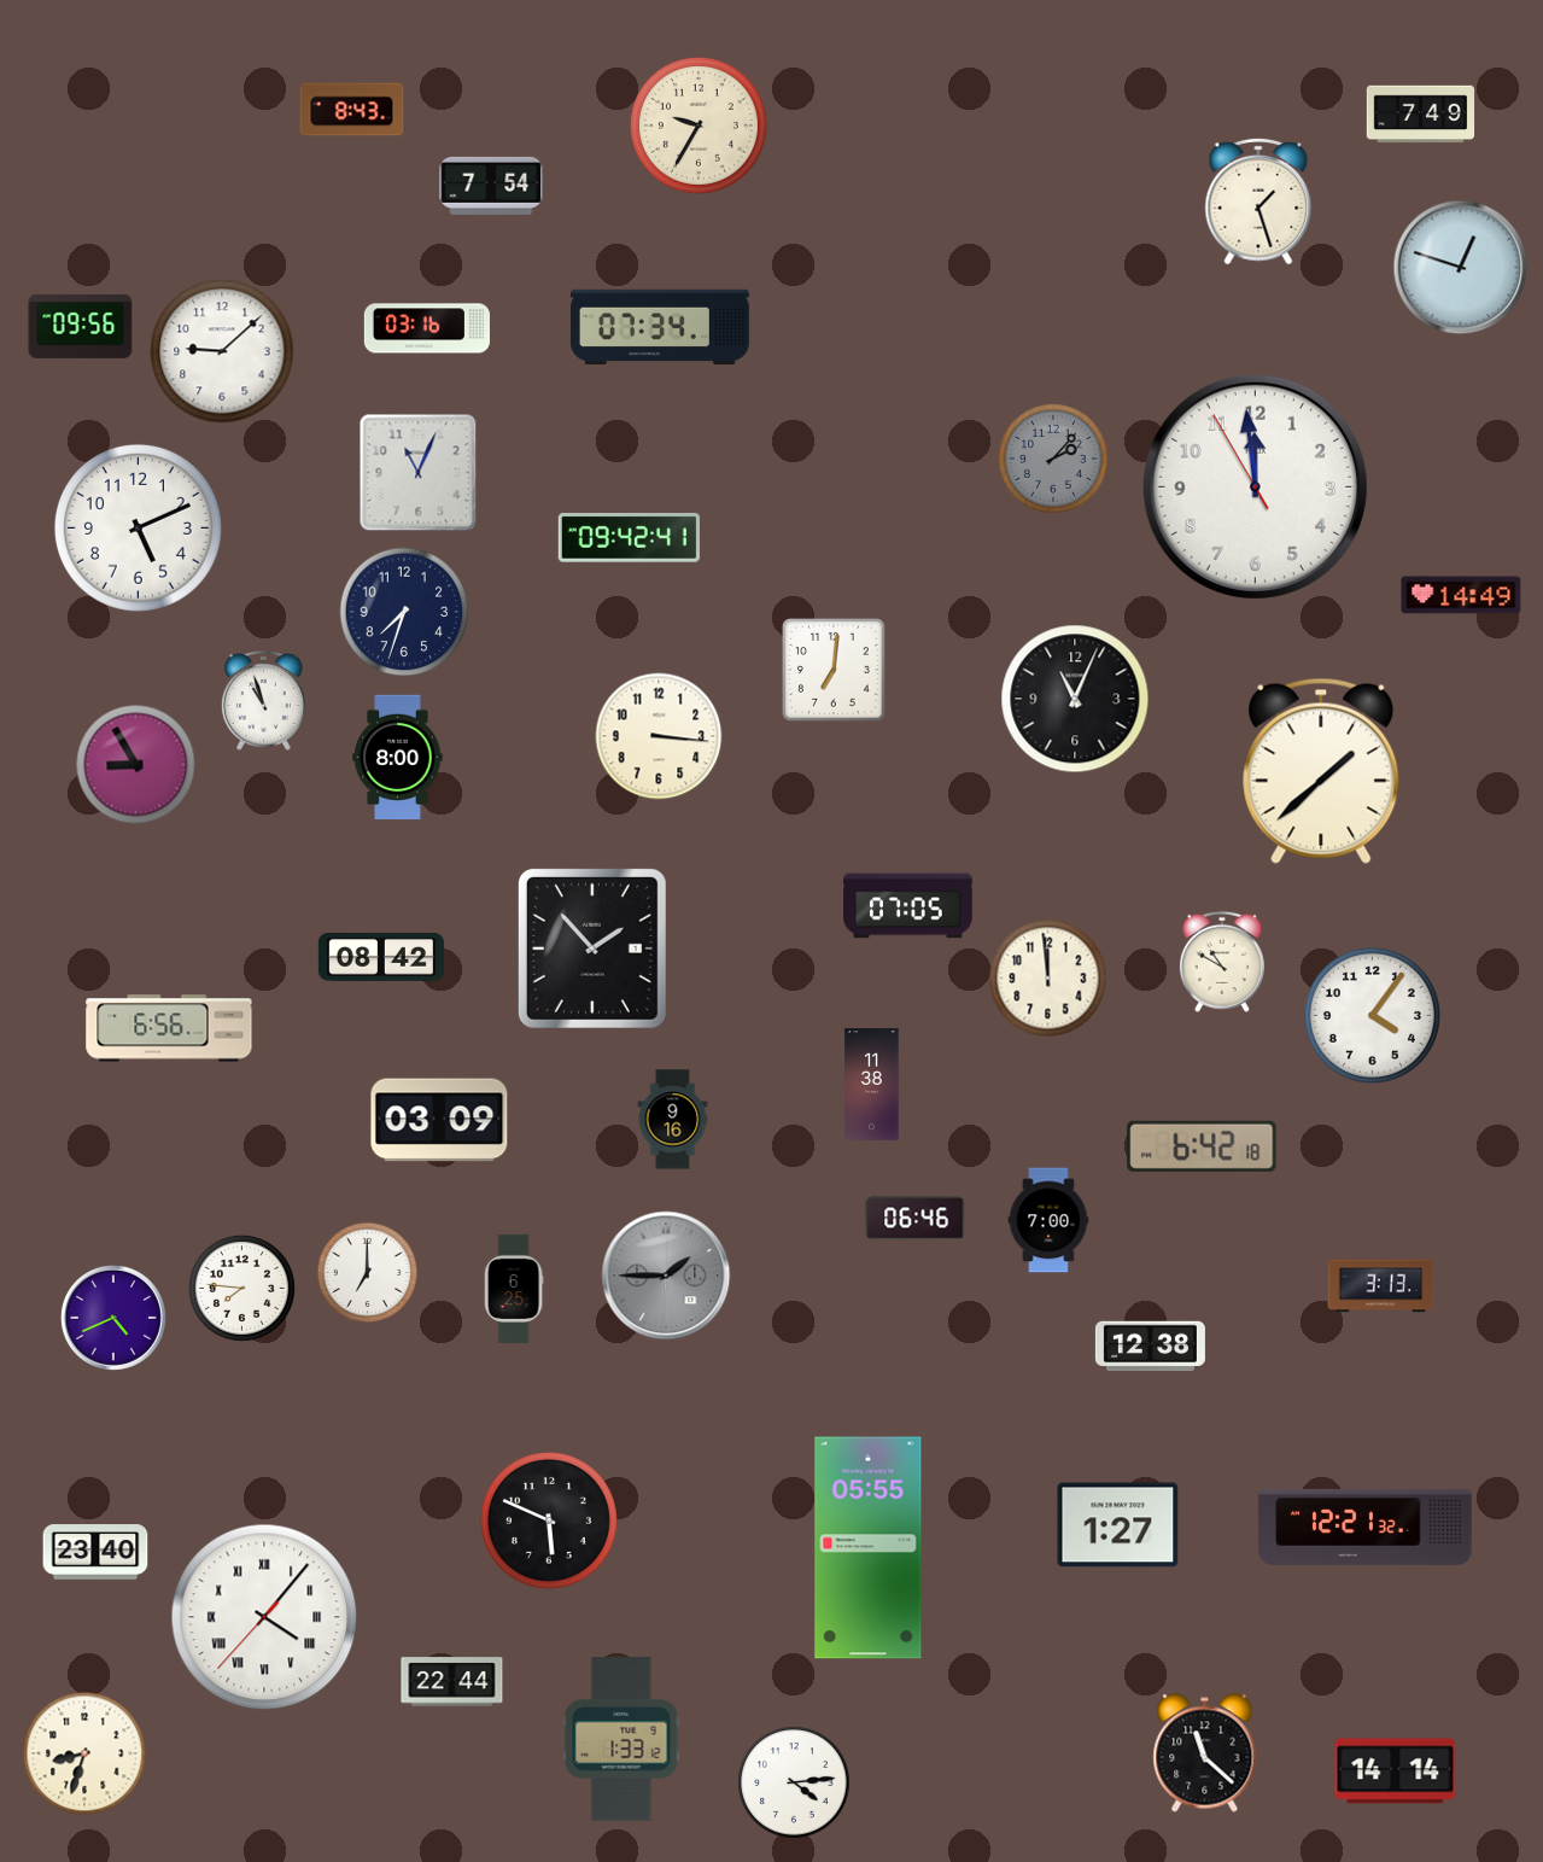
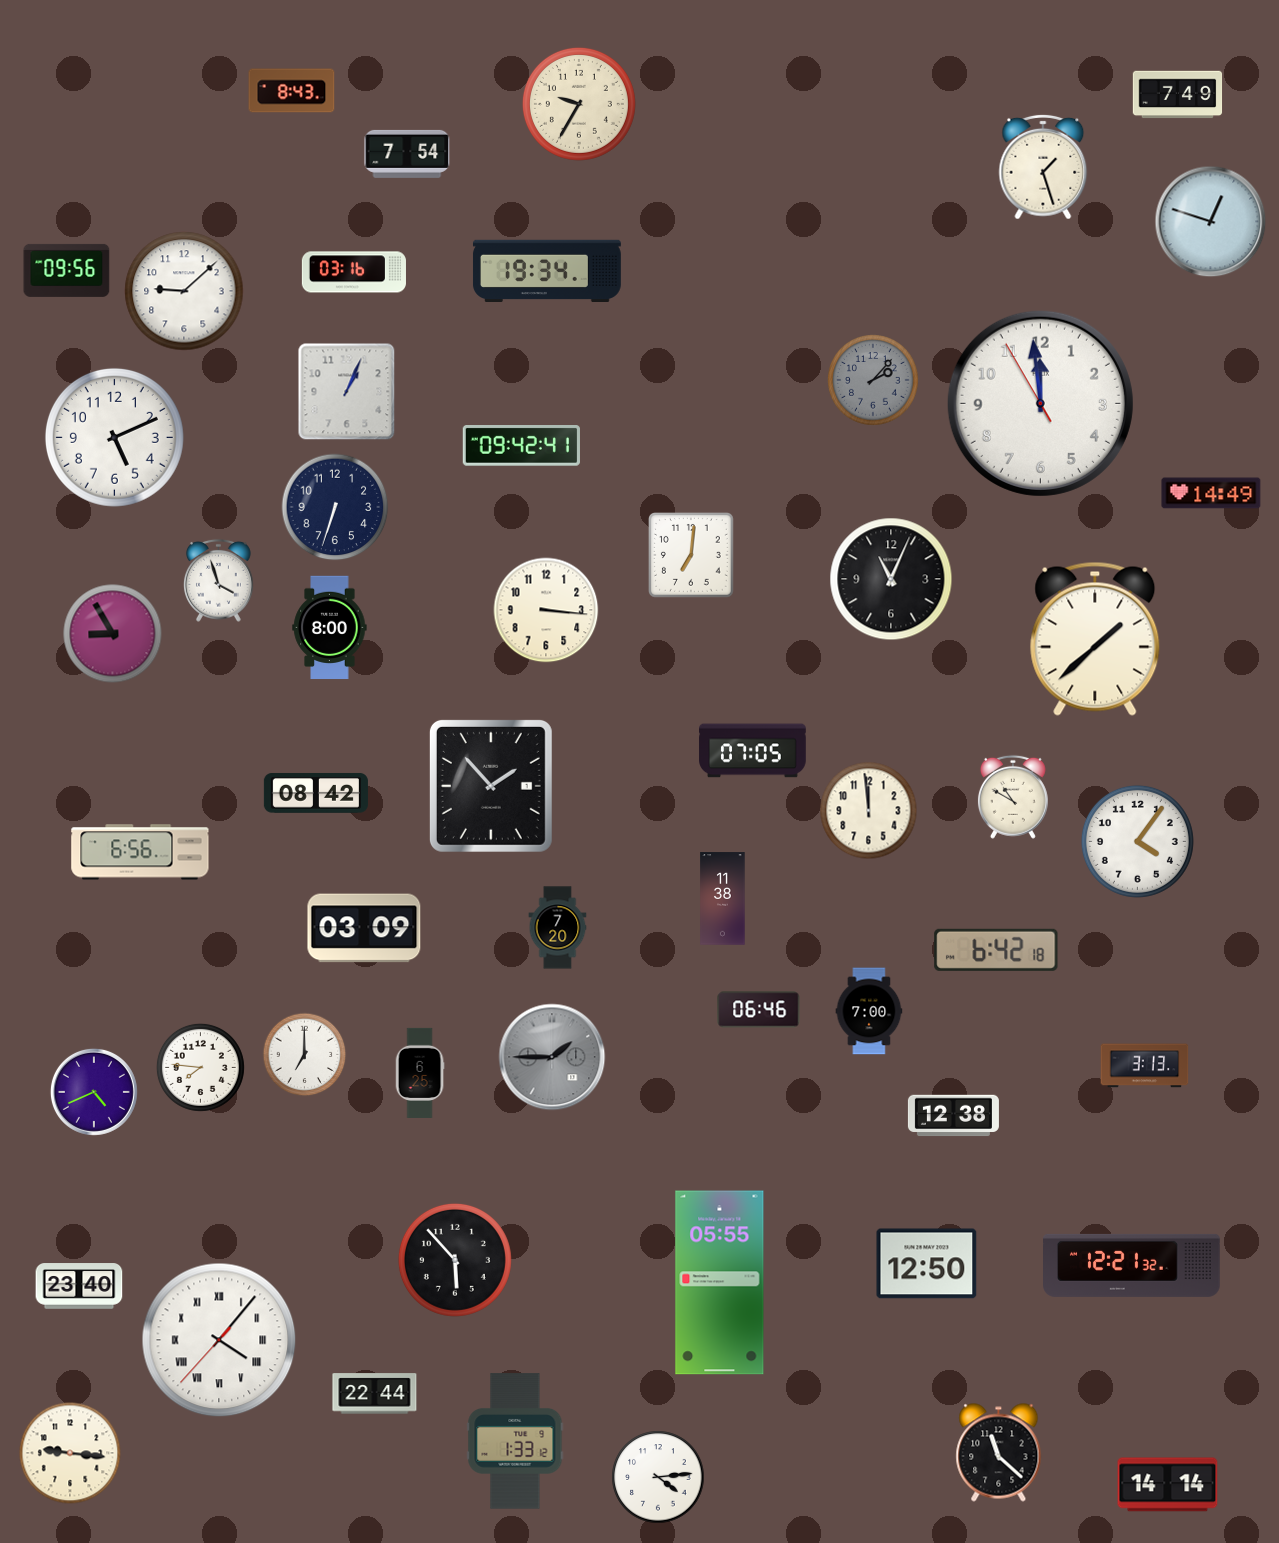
clock at (660, 326): 07:34 -> 19:34
clock at (419, 473): 11:04 -> 1:04
clock at (404, 612): 7:33 -> 6:33
clock at (264, 700): 10:57 -> 3:57
clock at (673, 1120): 9:16 -> 7:20
clock at (514, 1289) position: (514, 1289) -> (420, 1073)
clock at (549, 1520): 5:49 -> 5:53
clock at (1118, 1525): 1:27 -> 12:50
clock at (84, 1753): 8:33 -> 9:16
clock at (1396, 1771) position: (1396, 1771) -> (1168, 1485)
